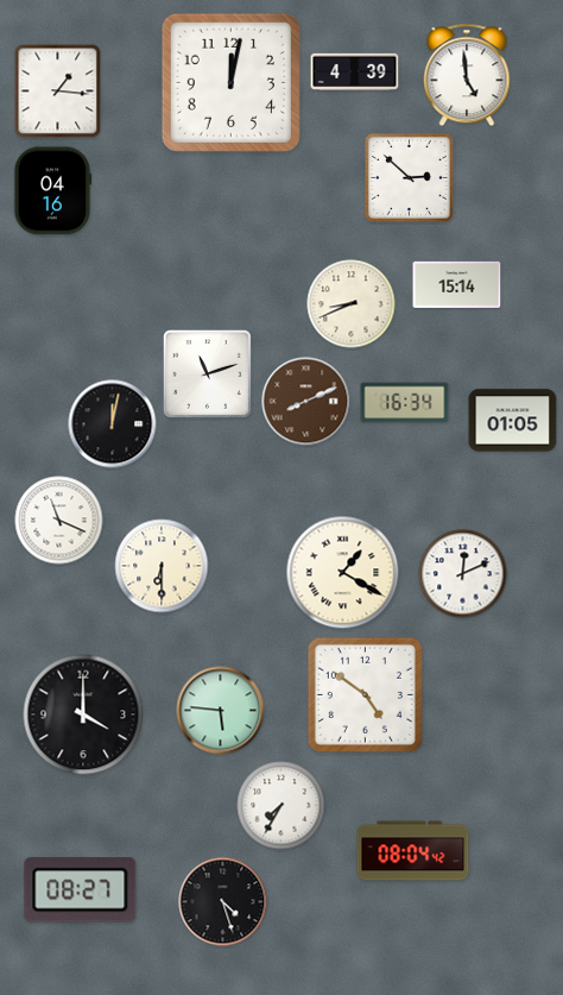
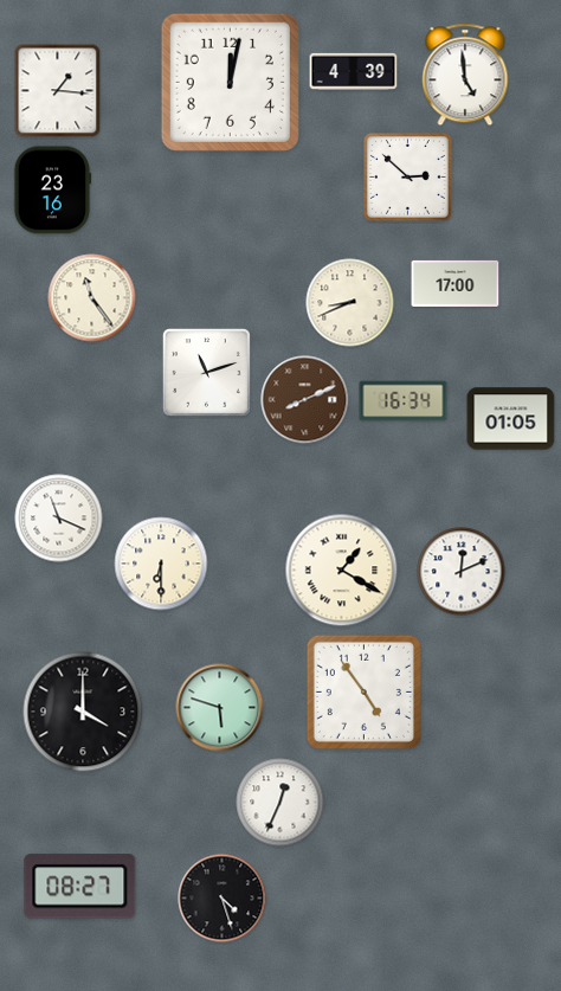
clock at (52, 191): 04:16 -> 23:16
clock at (457, 284): 15:14 -> 17:00
clock at (92, 298): none -> 11:24
clock at (113, 424): 12:02 -> none
clock at (365, 694): 4:51 -> 4:54
clock at (221, 711): 5:46 -> 5:48
clock at (281, 806): 7:35 -> 12:34
clock at (413, 851): 08:04 -> none
